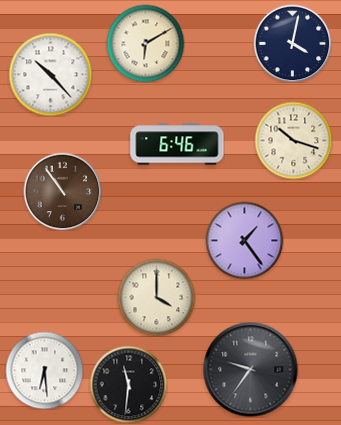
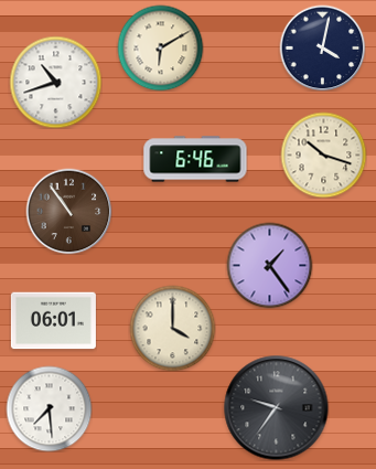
clock at (50, 74): 10:23 -> 10:42
clock at (53, 321): none -> 06:01
clock at (44, 370): 6:29 -> 7:29
clock at (128, 384): 11:31 -> none
